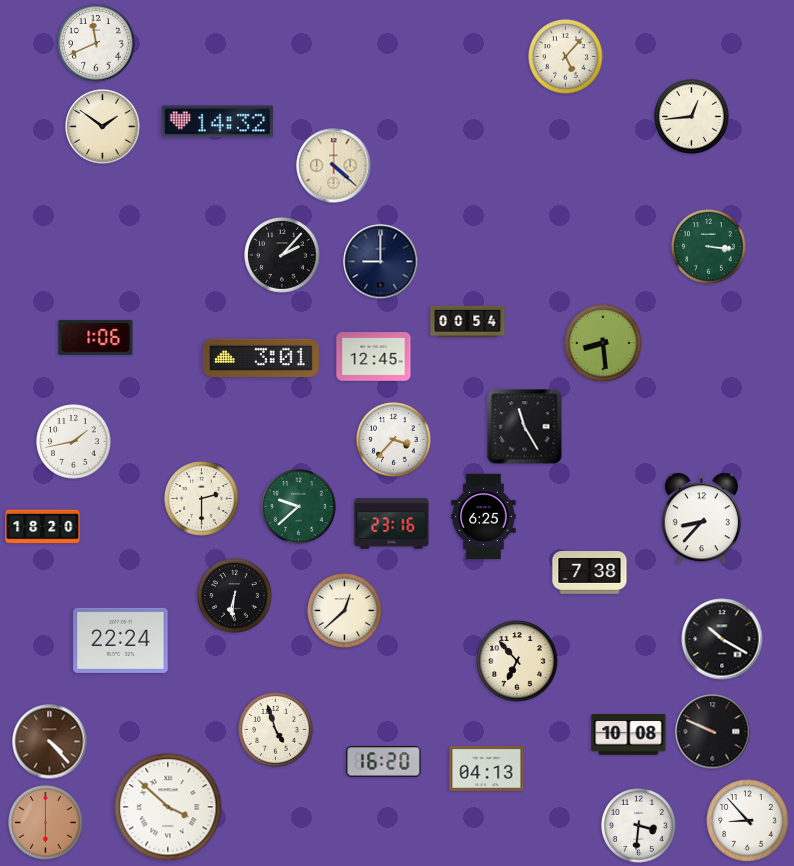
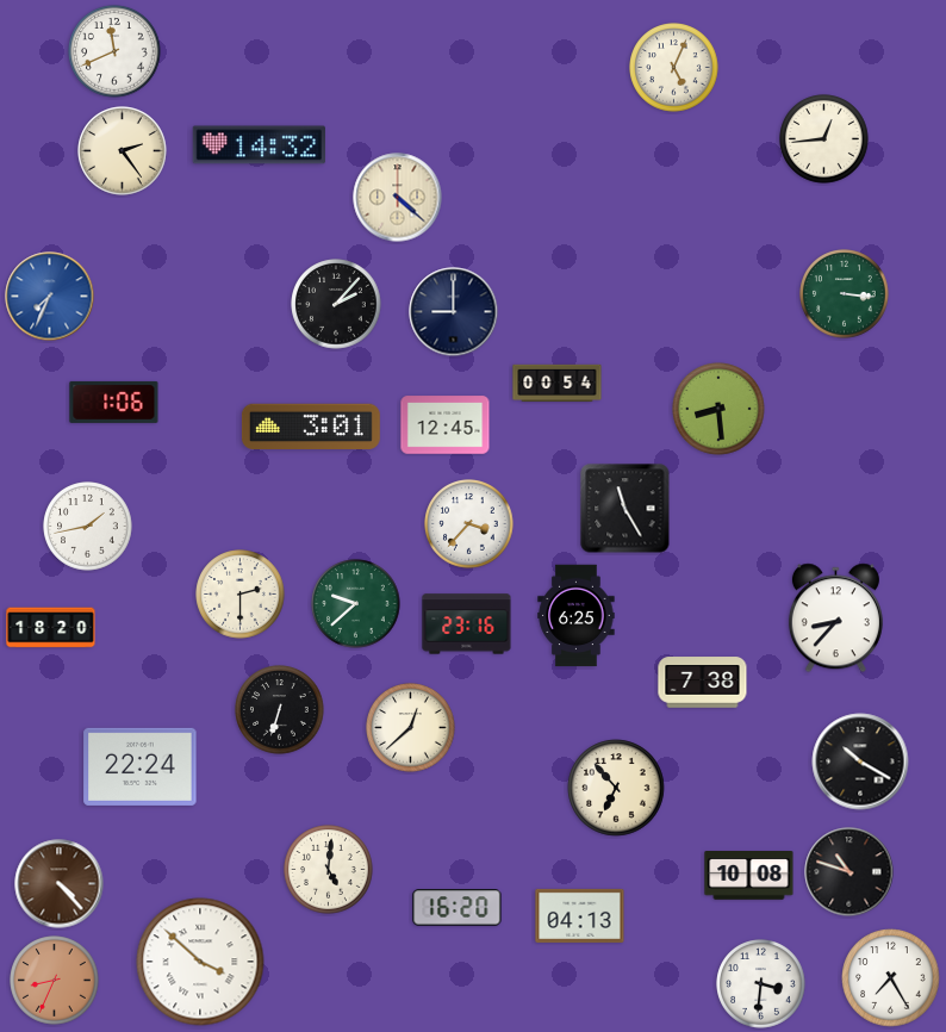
clock at (566, 57): 5:07 -> 5:04
clock at (103, 127): 1:51 -> 2:24
clock at (50, 297): none -> 7:34
clock at (235, 596): 6:31 -> 6:33
clock at (121, 640) position: (121, 640) -> (141, 766)
clock at (276, 730): 4:57 -> 5:01
clock at (713, 732): 9:49 -> 10:48
clock at (748, 821): 8:53 -> 7:25
clock at (46, 823): 6:00 -> 8:34
